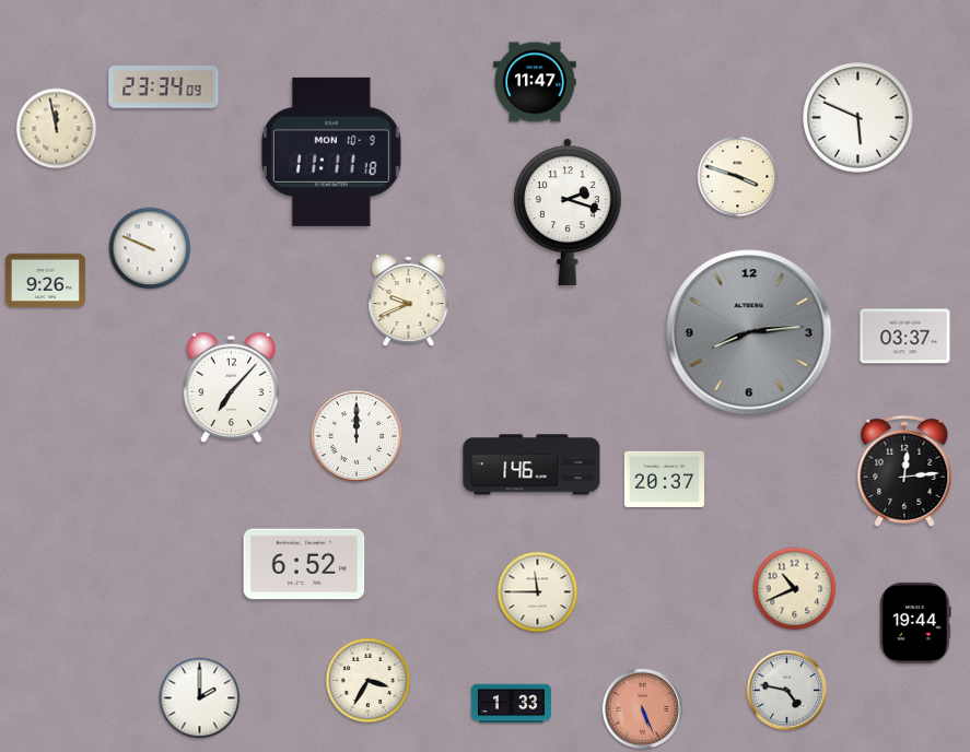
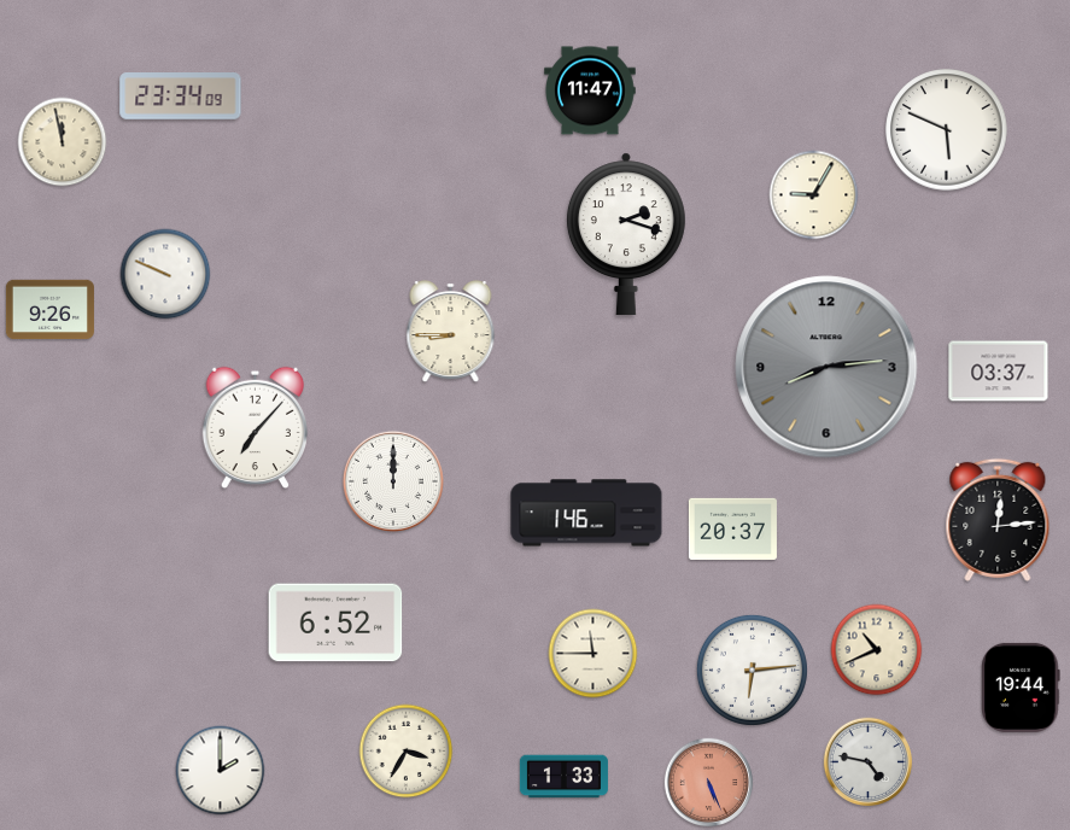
clock at (331, 152): 11:11 -> none
clock at (738, 177): 3:48 -> 9:05
clock at (409, 301): 9:41 -> 8:45
clock at (752, 670): none -> 6:14
clock at (915, 623) position: (915, 623) -> (1021, 688)
